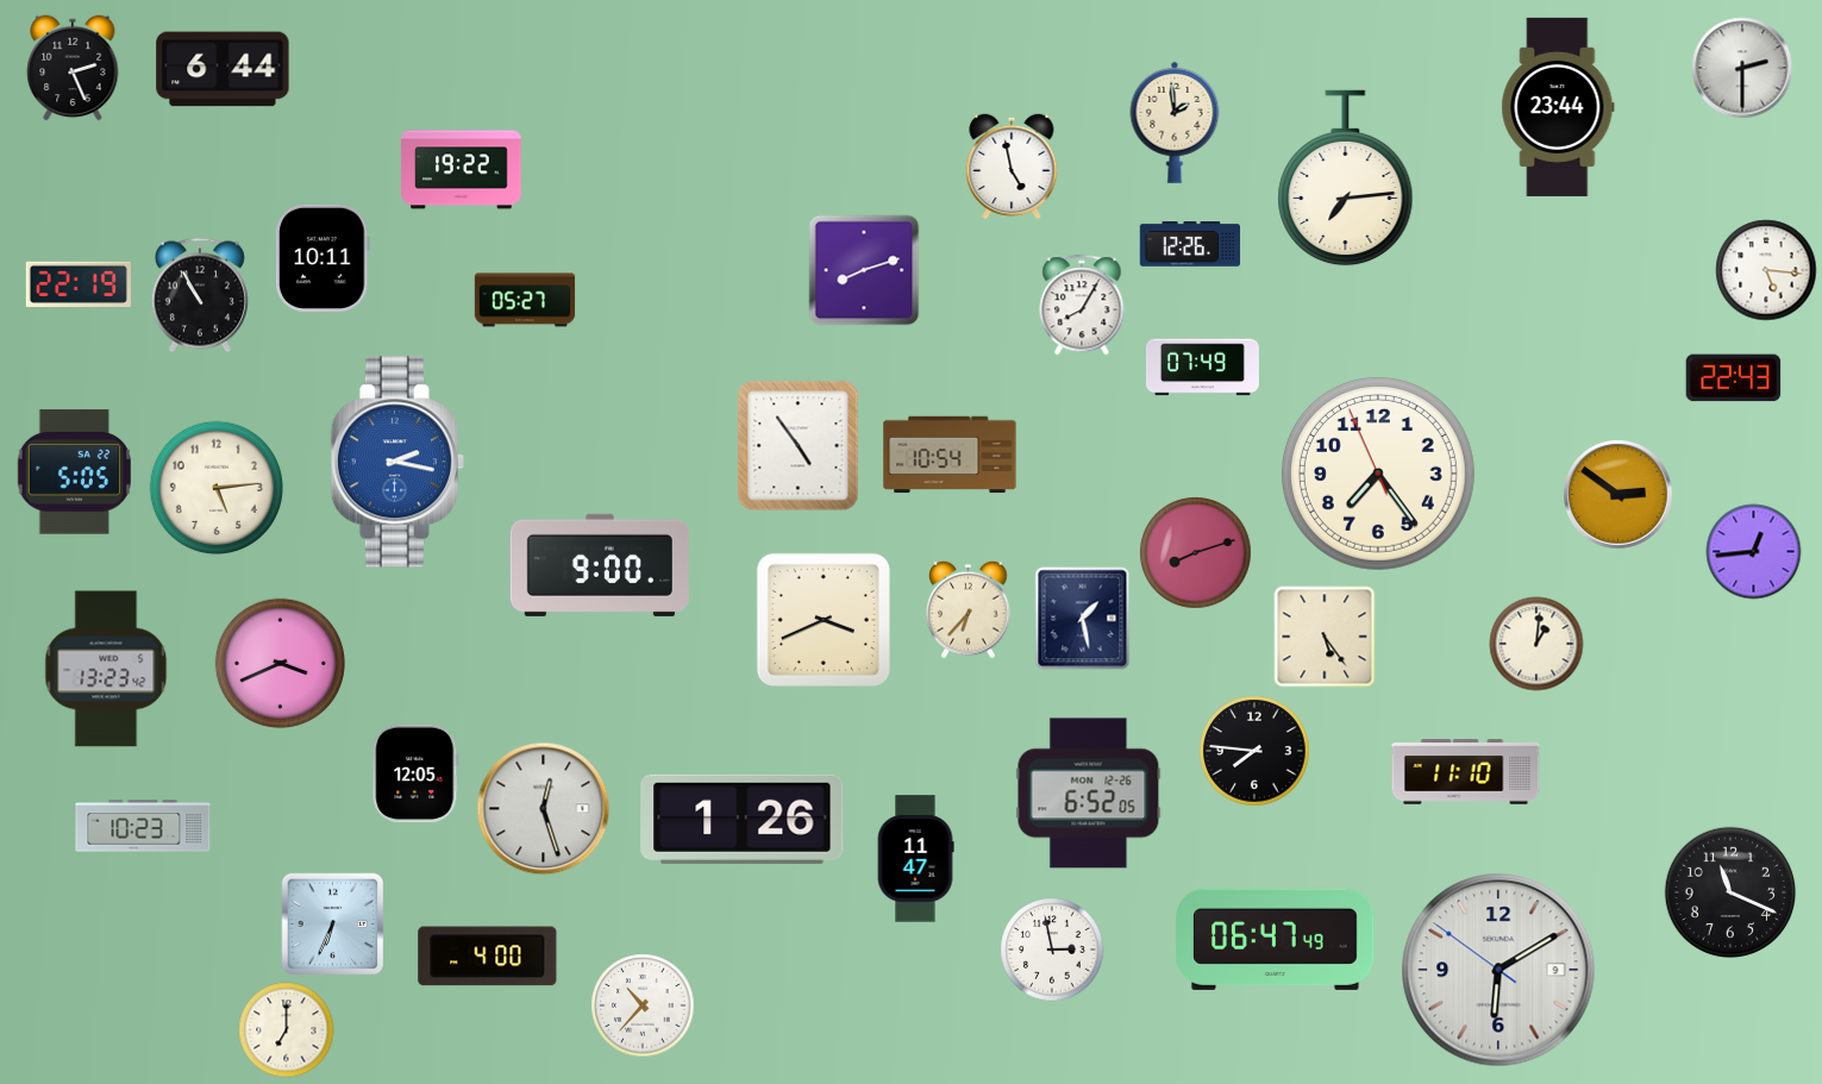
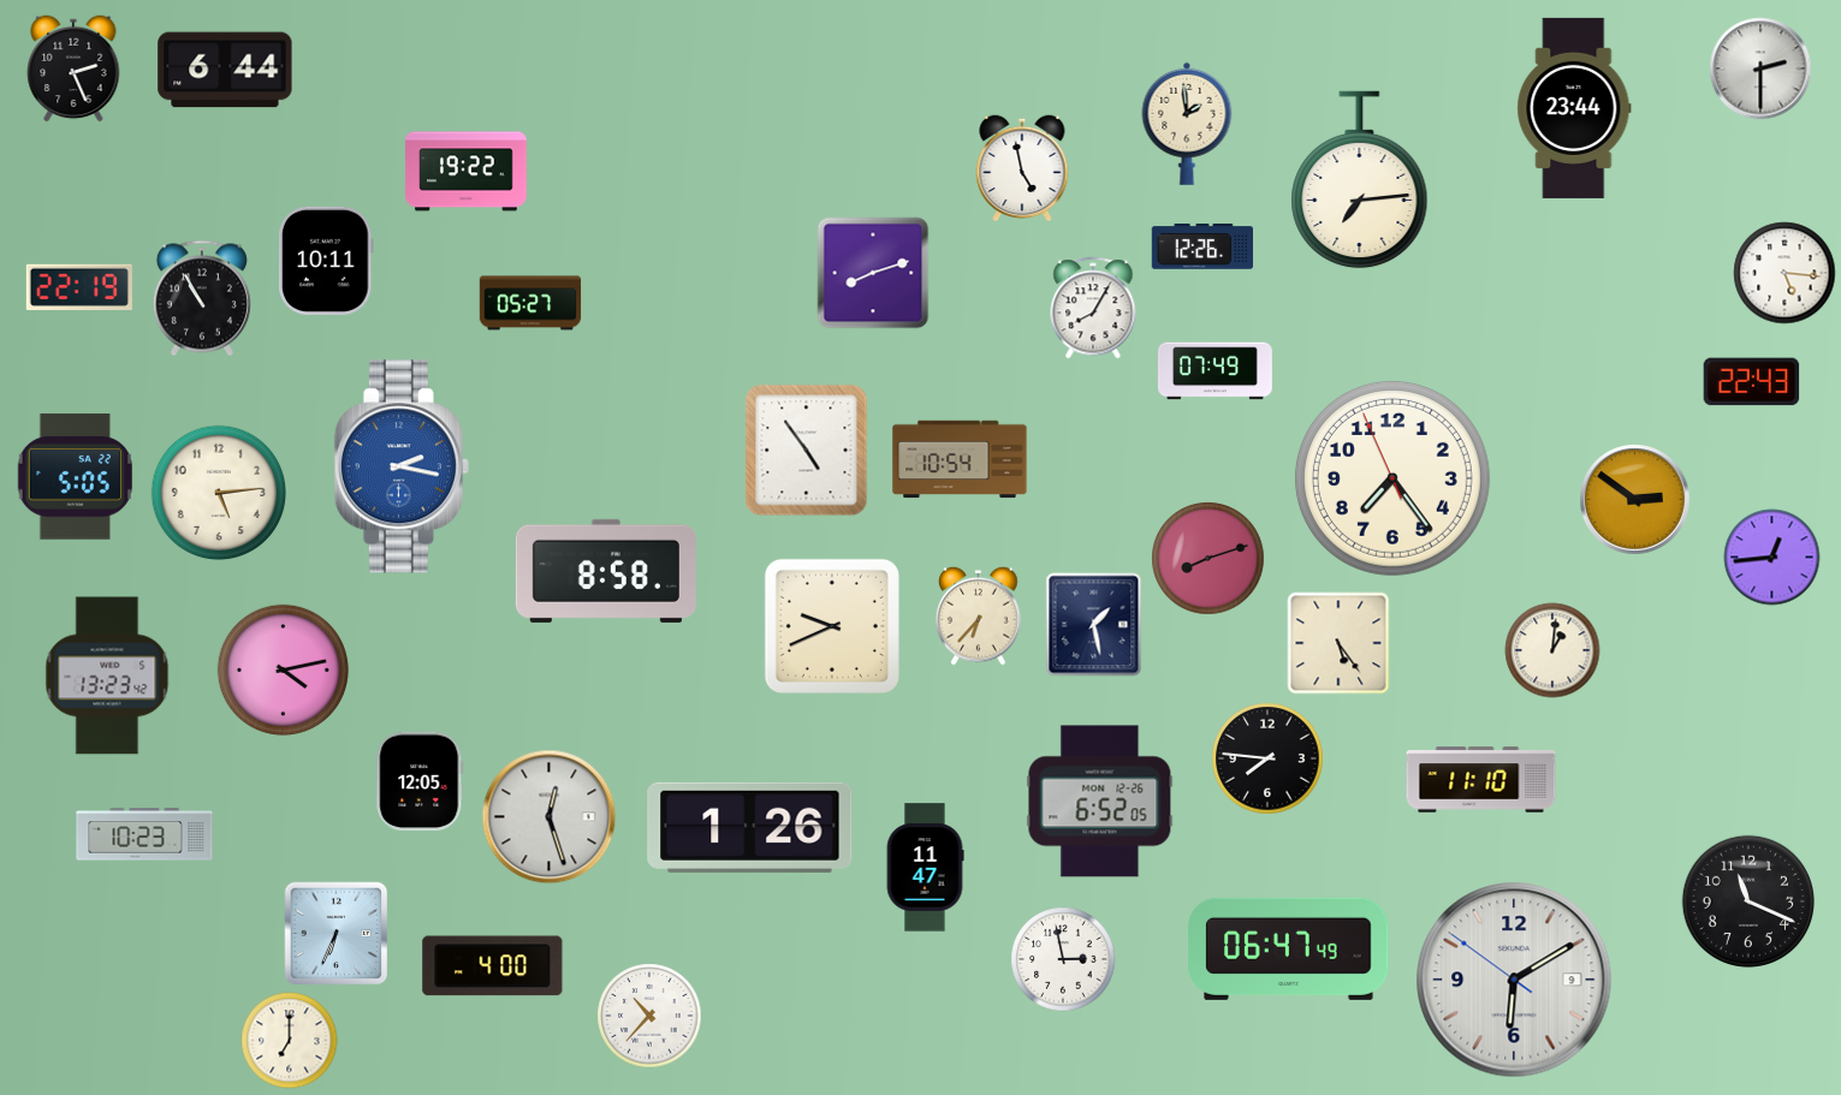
clock at (600, 565): 9:00 -> 8:58
clock at (824, 620): 3:41 -> 9:41
clock at (280, 663): 3:41 -> 4:13
